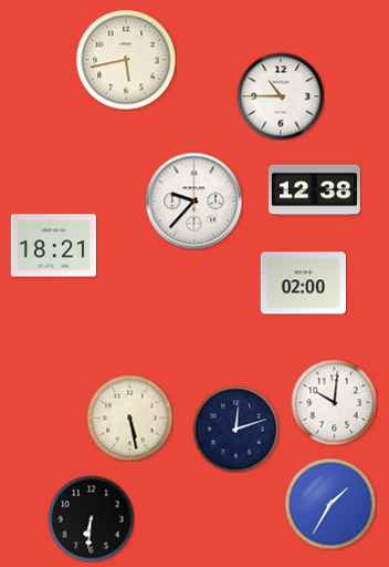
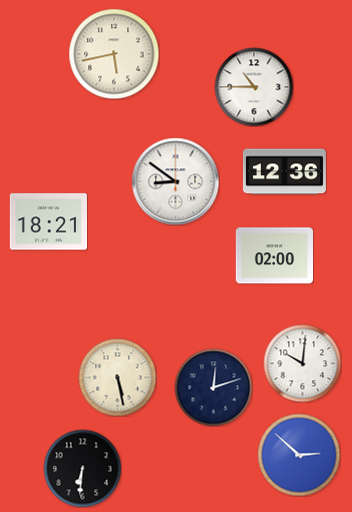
clock at (314, 190): 12:38 -> 12:36
clock at (193, 200): 9:37 -> 8:51
clock at (330, 504): 1:35 -> 2:52
